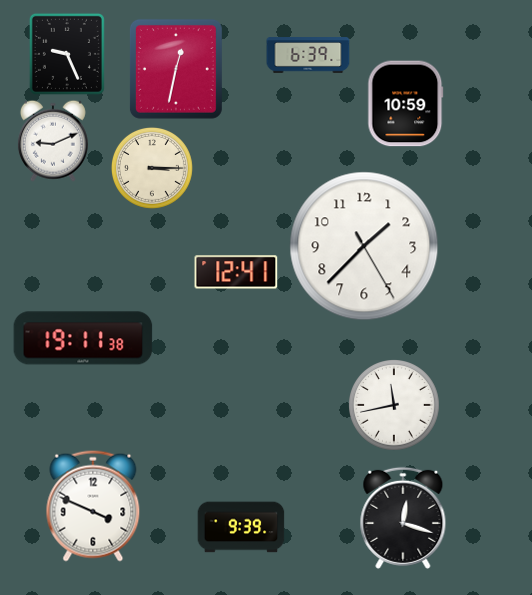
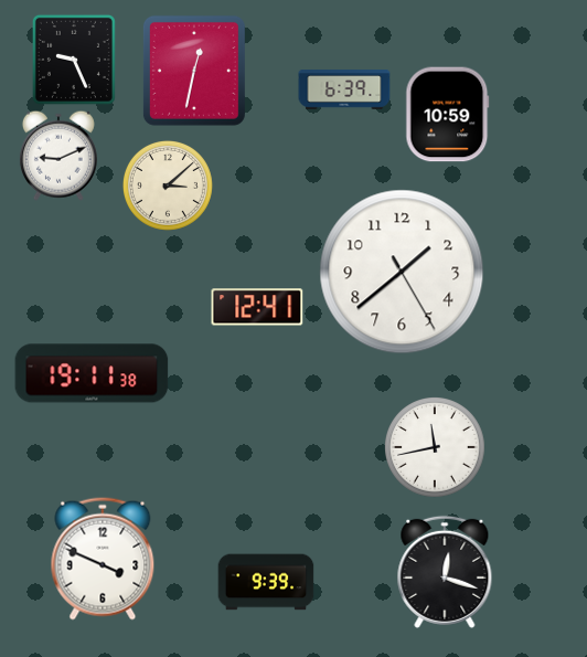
clock at (308, 55) position: (308, 55) -> (344, 89)
clock at (176, 69) position: (176, 69) -> (194, 71)
clock at (152, 168): 3:15 -> 3:08
clock at (364, 246): 1:37 -> 1:38
clock at (236, 272) position: (236, 272) -> (257, 307)
